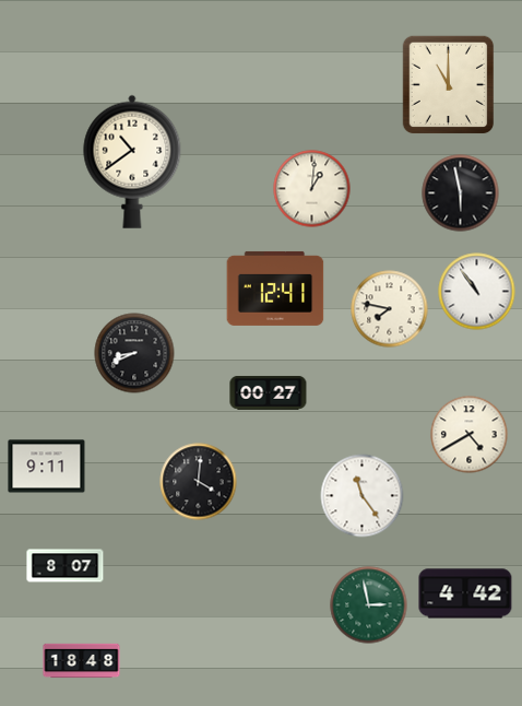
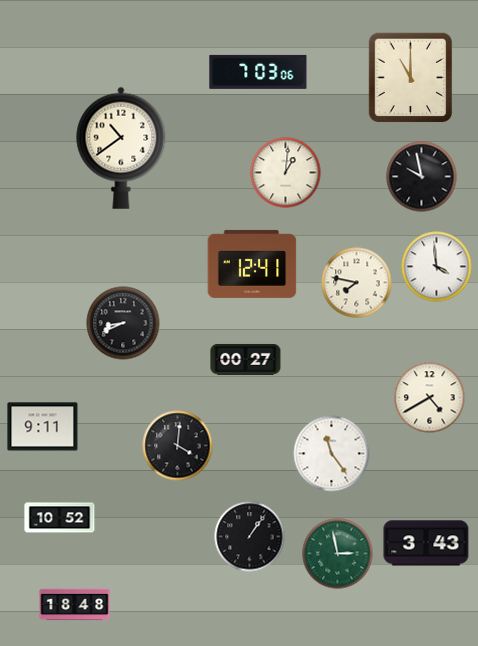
clock at (258, 72): none -> 7:03
clock at (461, 193): 5:58 -> 9:58
clock at (477, 292): 10:54 -> 3:59
clock at (199, 482) position: (199, 482) -> (178, 446)
clock at (66, 566): 8:07 -> 10:52
clock at (250, 537): none -> 1:06
clock at (465, 593): 4:42 -> 3:43
